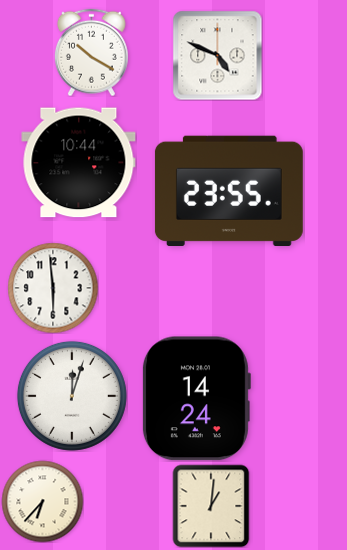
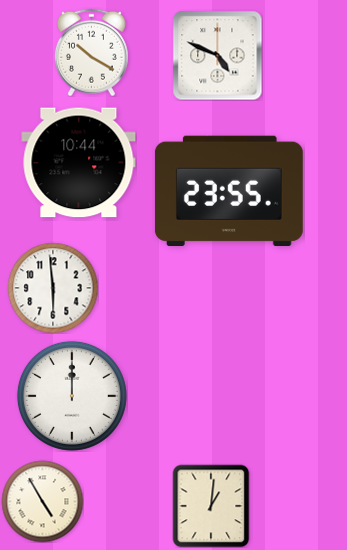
clock at (72, 396): 12:03 -> 12:00
clock at (196, 399): 14:24 -> none
clock at (42, 501): 6:37 -> 4:55
